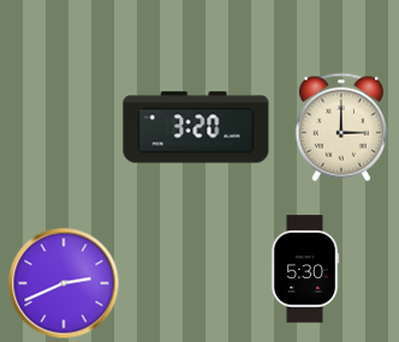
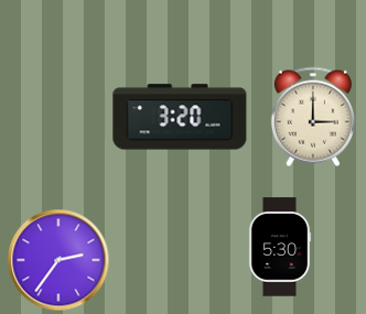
clock at (64, 283): 2:41 -> 2:36
